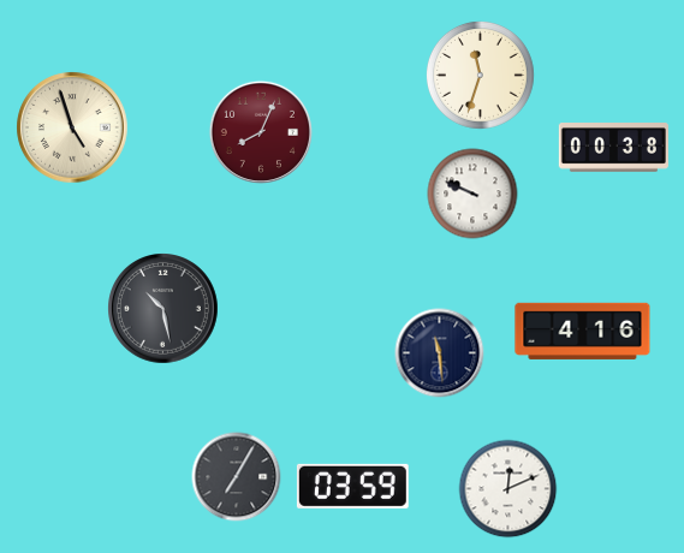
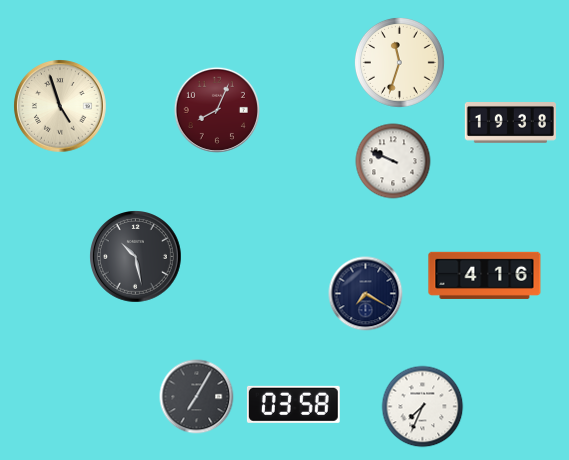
clock at (613, 148): 00:38 -> 19:38
clock at (440, 353): 11:29 -> 7:20
clock at (352, 486): 03:59 -> 03:58
clock at (508, 489): 12:11 -> 7:34
